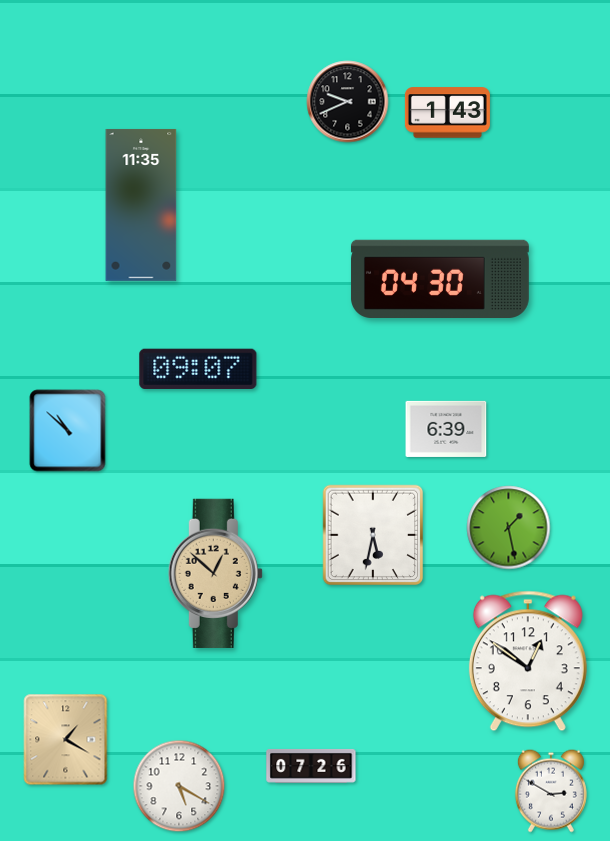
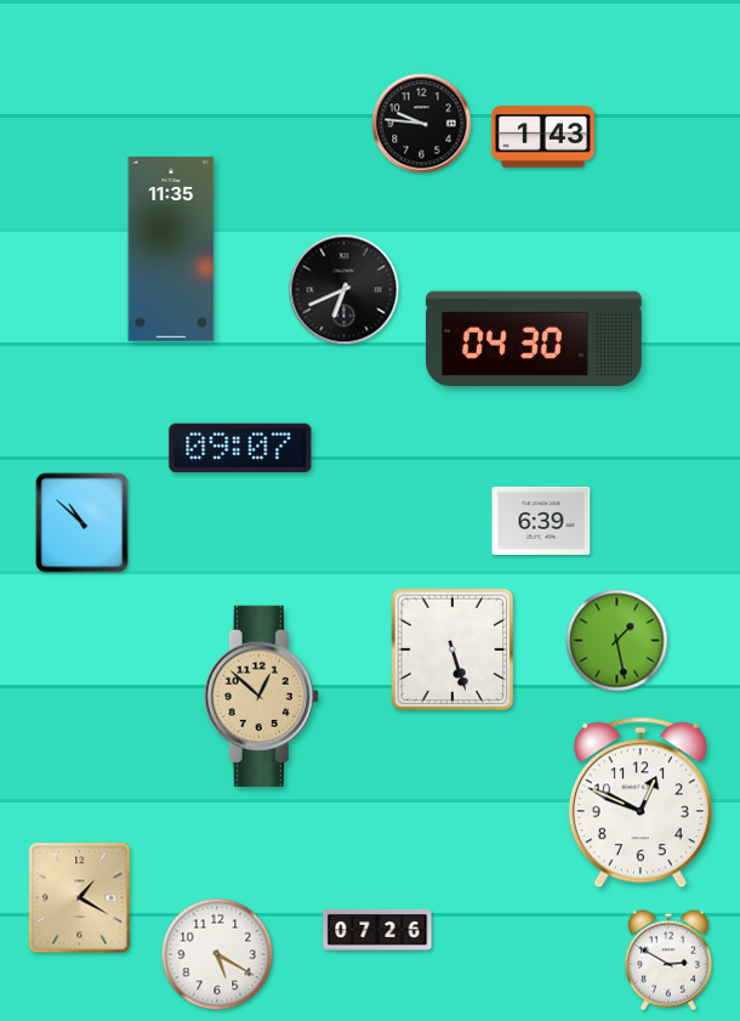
clock at (348, 102): 9:41 -> 9:46
clock at (345, 290): none -> 6:41
clock at (373, 535): 5:32 -> 5:27
clock at (528, 661): 12:51 -> 12:49
